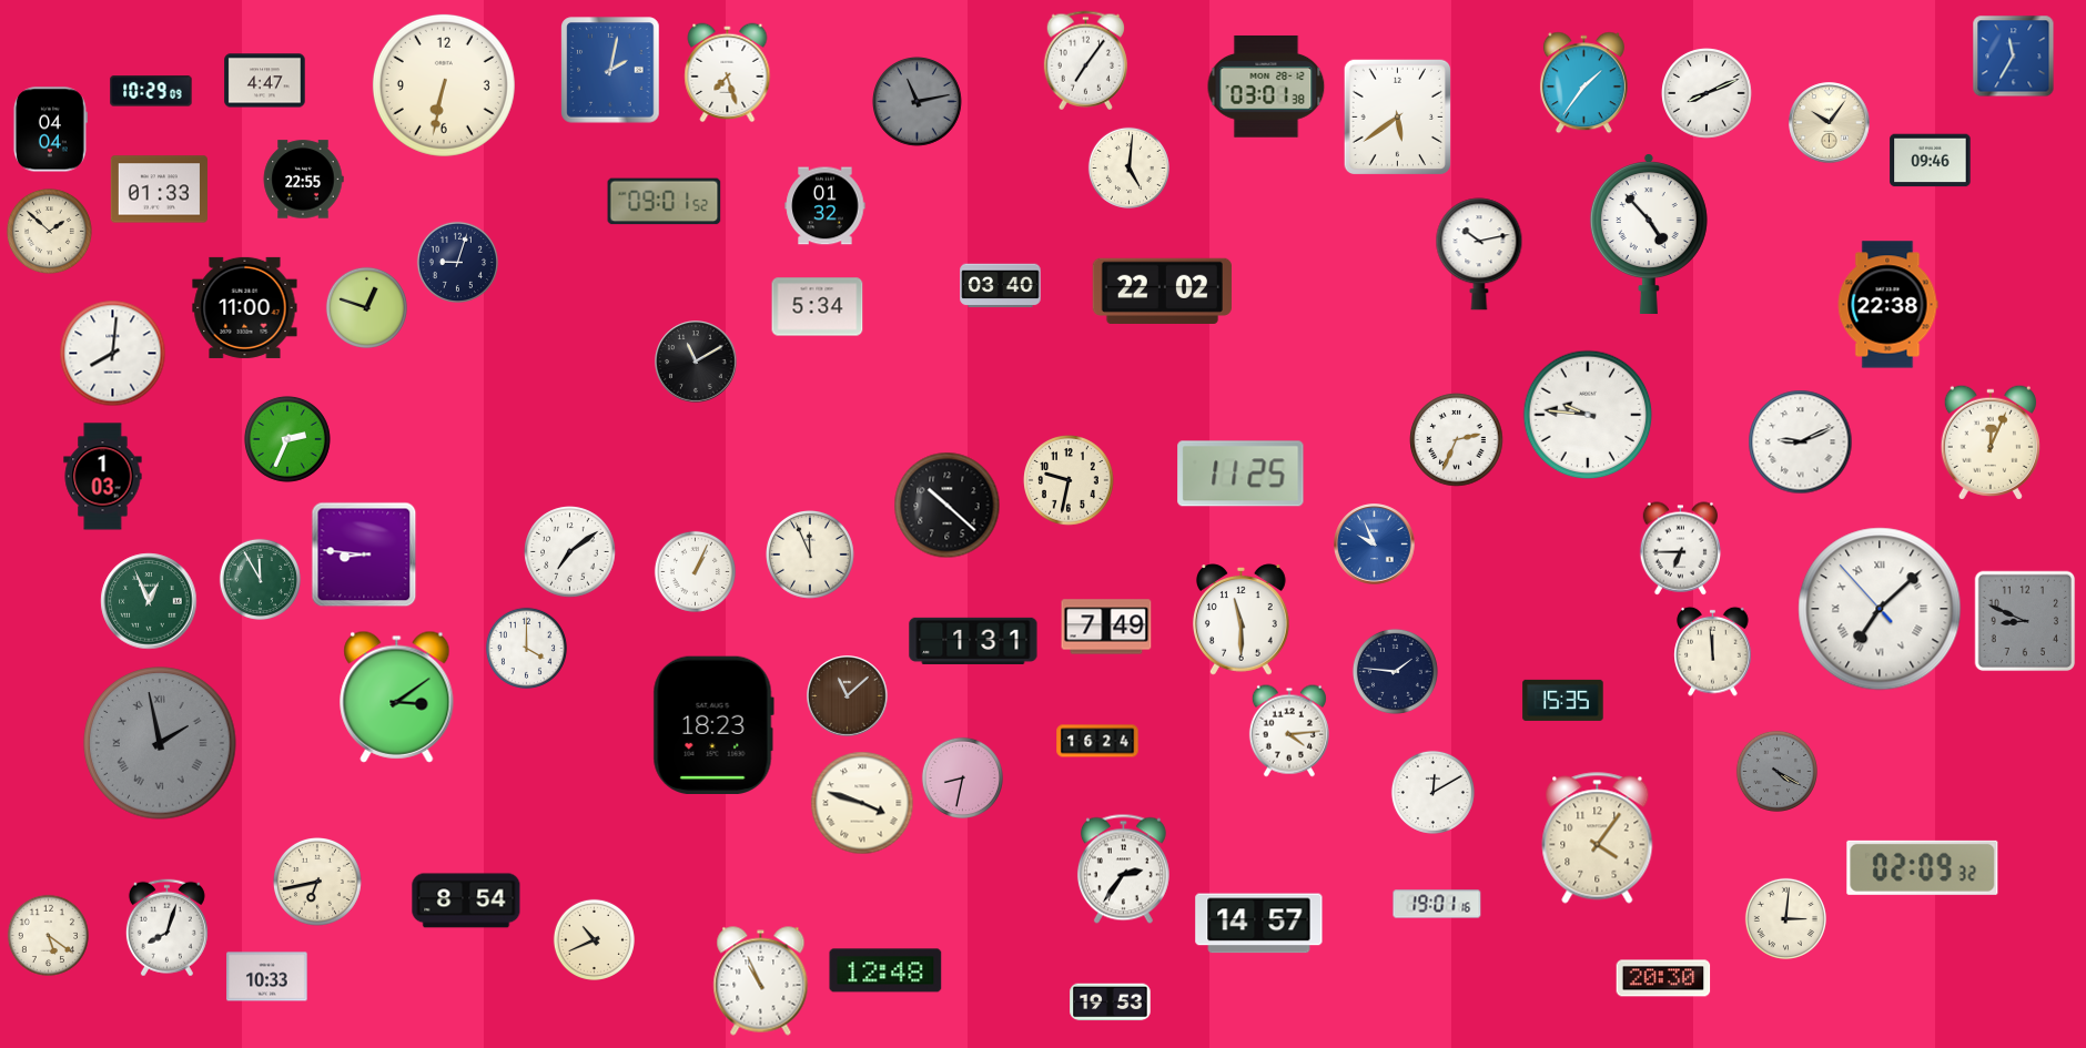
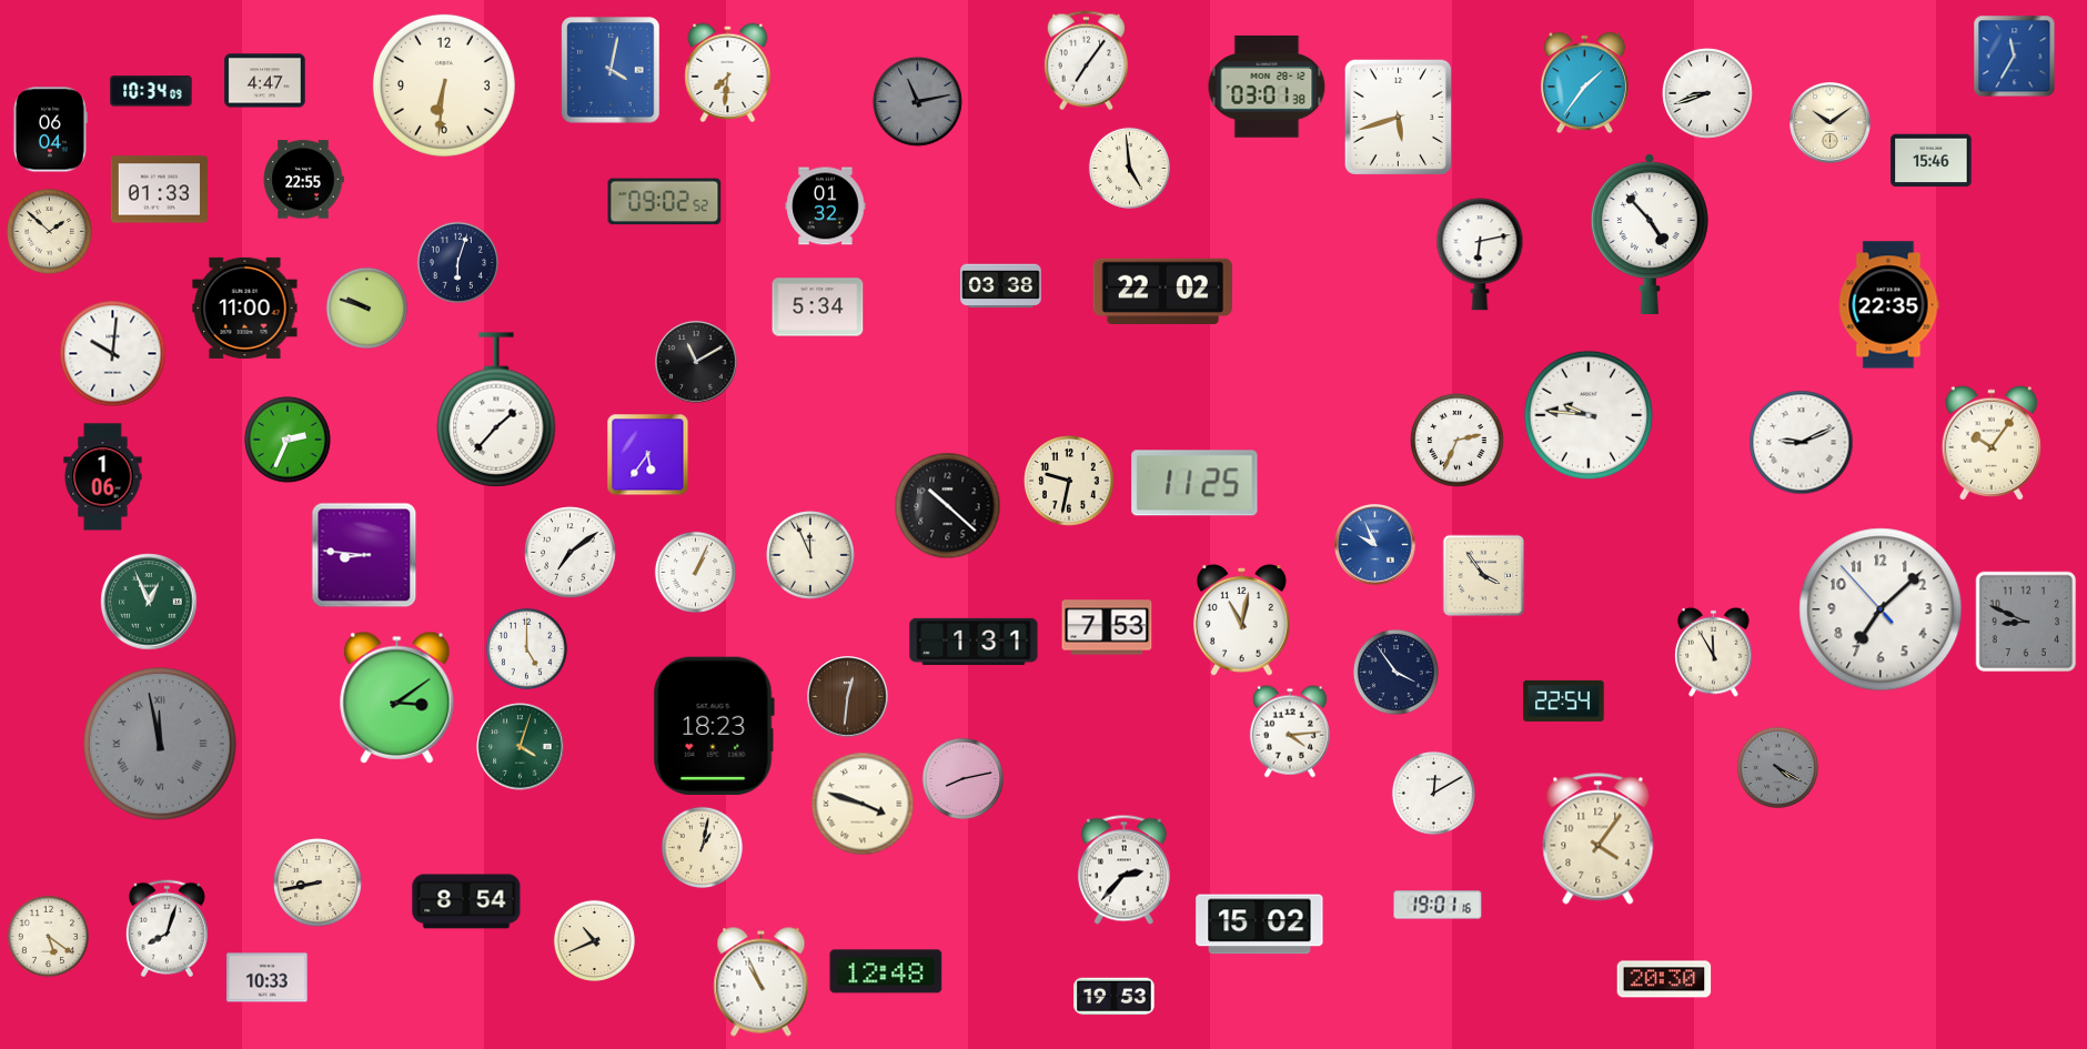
clock at (610, 70): 2:02 -> 4:02
clock at (728, 73): 7:27 -> 7:31
clock at (444, 85): 6:32 -> 6:31
clock at (151, 91): 10:29 -> 10:34
clock at (1707, 93): 8:11 -> 8:42
clock at (1397, 116): 5:39 -> 5:42
clock at (1830, 123): 10:06 -> 10:09
clock at (50, 130): 04:04 -> 06:04
clock at (1931, 161): 09:46 -> 15:46
clock at (1128, 167): 5:01 -> 4:59
clock at (665, 202): 09:01 -> 09:02
clock at (1479, 254): 10:13 -> 6:13
clock at (457, 262): 9:03 -> 6:03
clock at (1001, 286): 03:40 -> 03:38
clock at (1887, 305): 22:38 -> 22:35
clock at (366, 307): 12:48 -> 9:48
clock at (113, 354): 8:01 -> 10:01
clock at (496, 410): none -> 1:37
clock at (1991, 442): 12:04 -> 10:06
clock at (648, 455): none -> 5:36
clock at (1241, 474) position: (1241, 474) -> (1194, 483)
clock at (103, 477): 1:03 -> 1:06
clock at (1680, 549): 6:45 -> none
clock at (1484, 576): none -> 3:54
clock at (260, 579): 11:55 -> none
clock at (1880, 609) numerals: Roman -> Arabic
clock at (1241, 620): 11:30 -> 11:02
clock at (1106, 627): 7:49 -> 7:53
clock at (526, 648): 4:00 -> 5:00
clock at (1713, 651): 11:59 -> 11:55
clock at (1395, 671): 1:46 -> 3:54
clock at (848, 696): 11:08 -> 12:31
clock at (1563, 700): 15:35 -> 22:54
clock at (1097, 741): 16:24 -> none
clock at (160, 743): 1:58 -> 11:58
clock at (521, 747): none -> 4:03
clock at (1776, 771) position: (1776, 771) -> (1777, 767)
clock at (962, 777): 8:32 -> 8:13
clock at (702, 847): none -> 1:02
clock at (1923, 867): 02:09 -> none
clock at (1123, 869): 2:36 -> 2:37
clock at (318, 883): 6:43 -> 8:43
clock at (1785, 918): 3:01 -> none
clock at (1259, 924): 14:57 -> 15:02
clock at (1111, 1003) position: (1111, 1003) -> (1115, 997)
